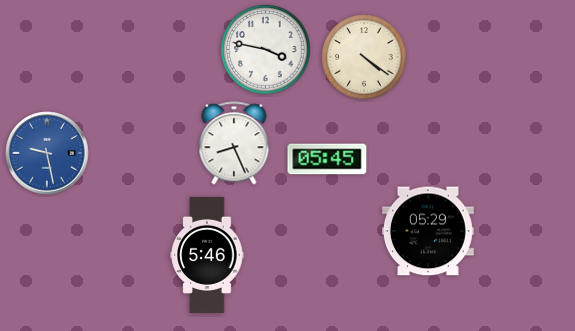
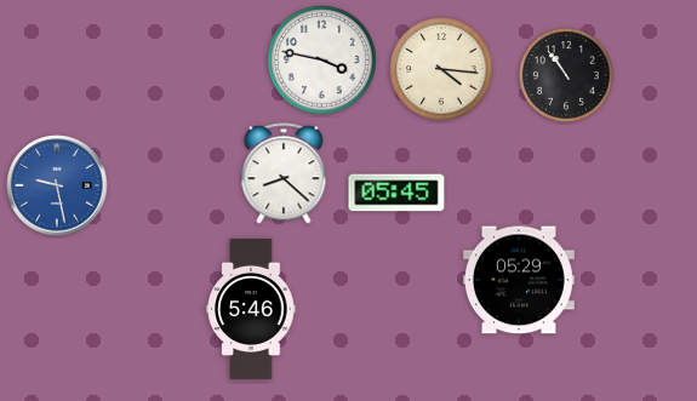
clock at (364, 57): 4:21 -> 4:16
clock at (567, 76): none -> 10:54
clock at (234, 143): 8:26 -> 8:22
